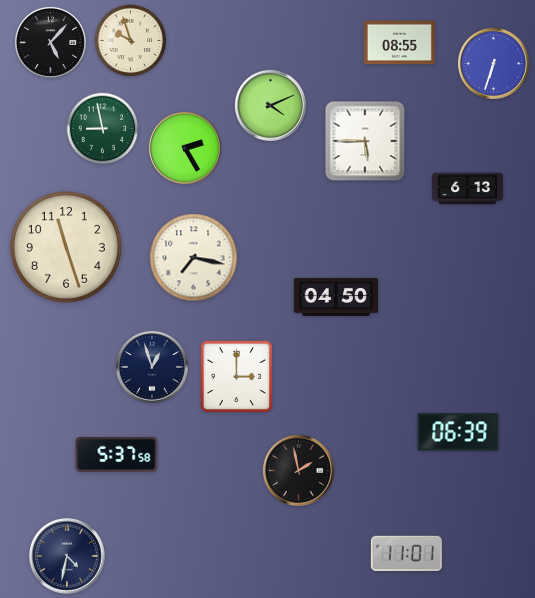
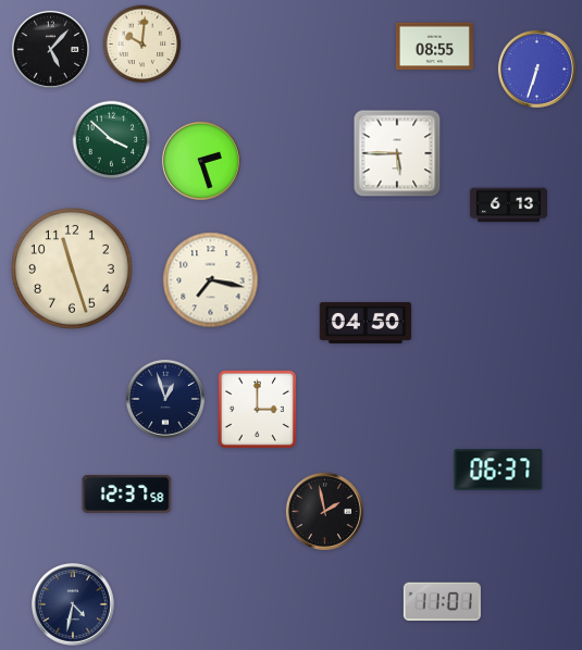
clock at (131, 41): 9:57 -> 10:01
clock at (50, 42) position: (50, 42) -> (50, 49)
clock at (270, 105): 4:11 -> none
clock at (103, 129): 8:58 -> 3:52
clock at (185, 148): 2:25 -> 2:27
clock at (458, 432): 06:39 -> 06:37
clock at (117, 454): 5:37 -> 12:37
